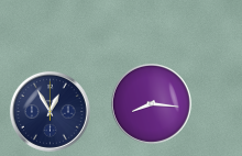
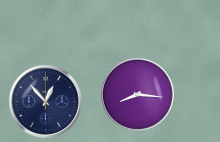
clock at (50, 111): 12:55 -> 12:53
